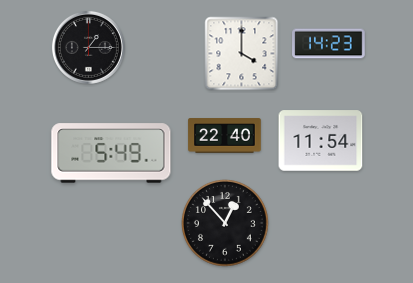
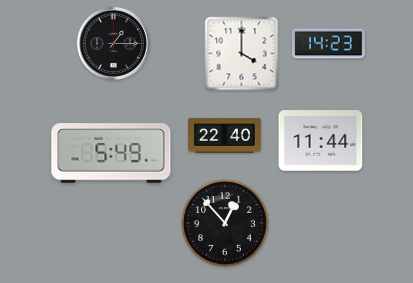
clock at (88, 47) position: (88, 47) -> (113, 43)
clock at (321, 141): 11:54 -> 11:44
